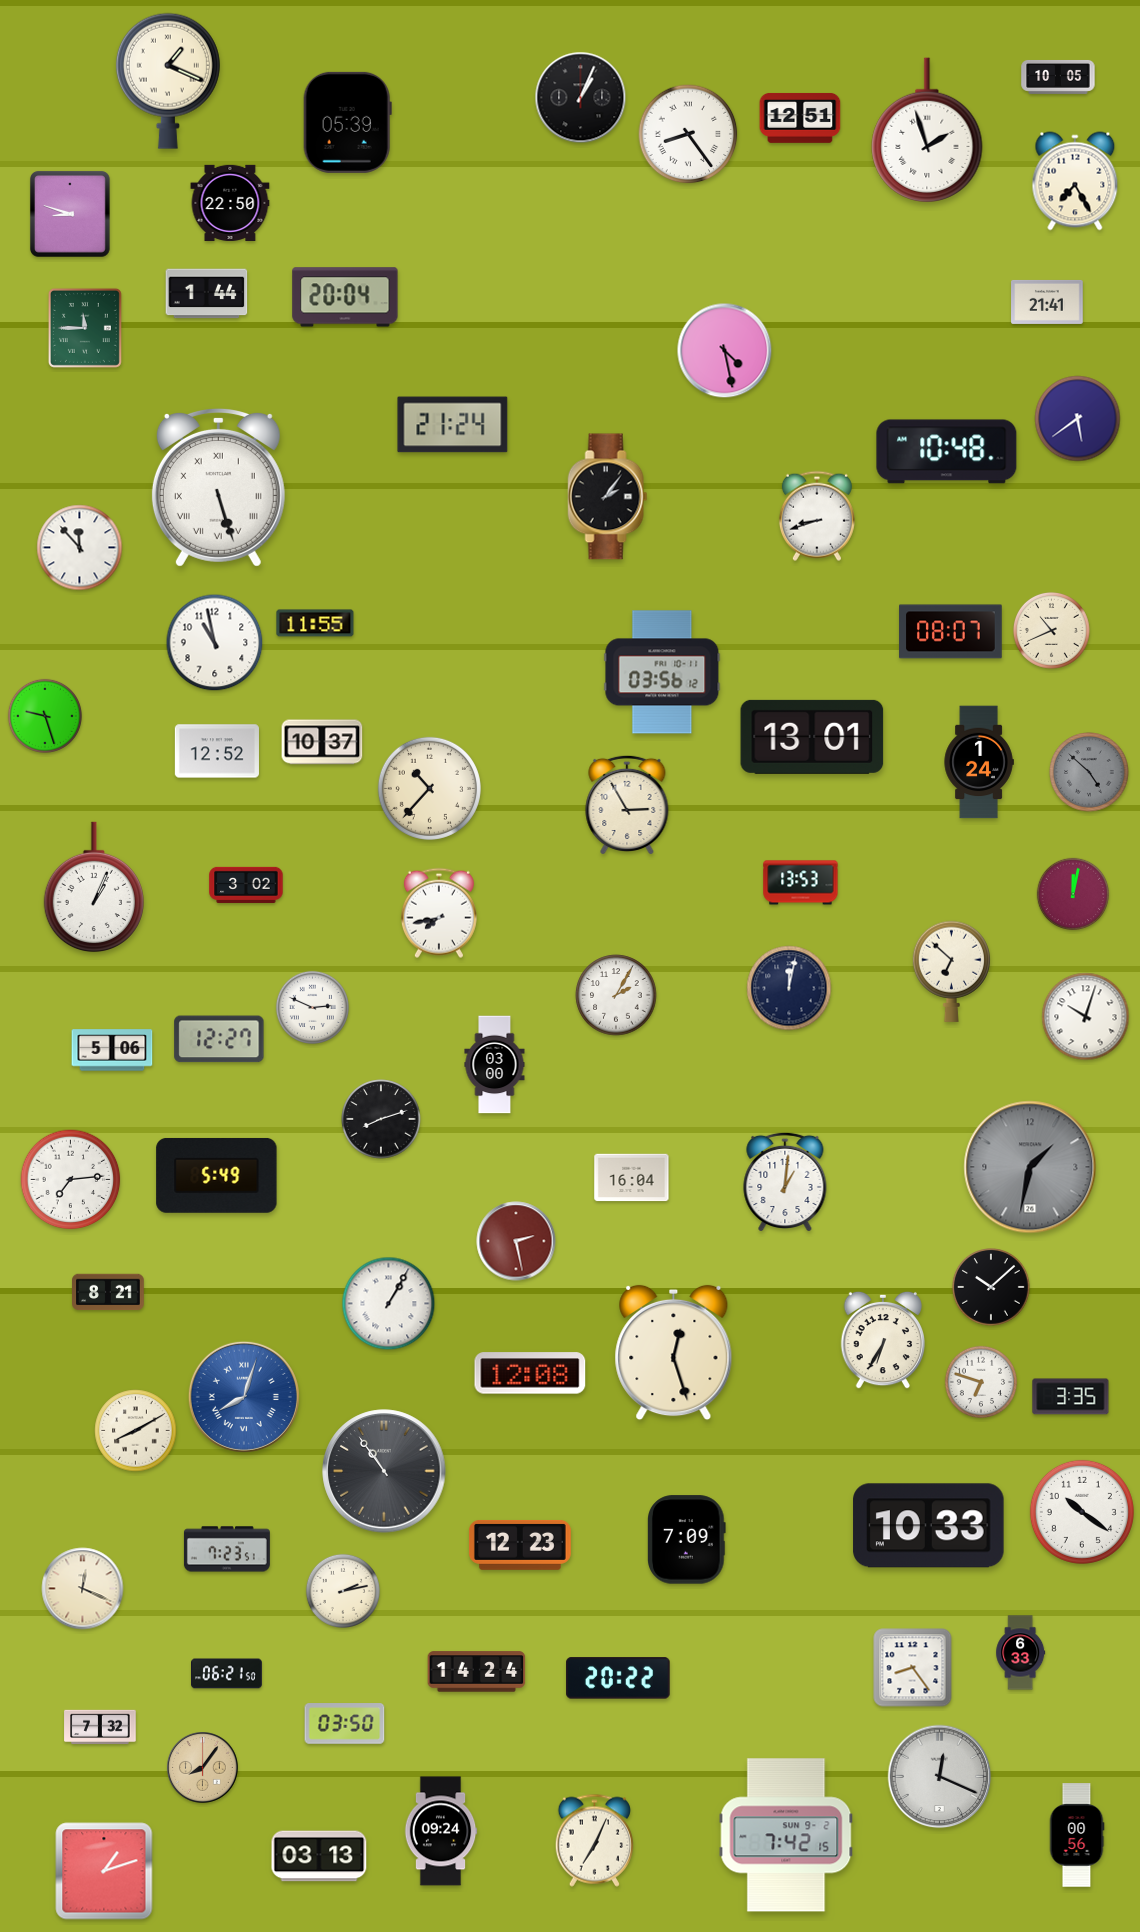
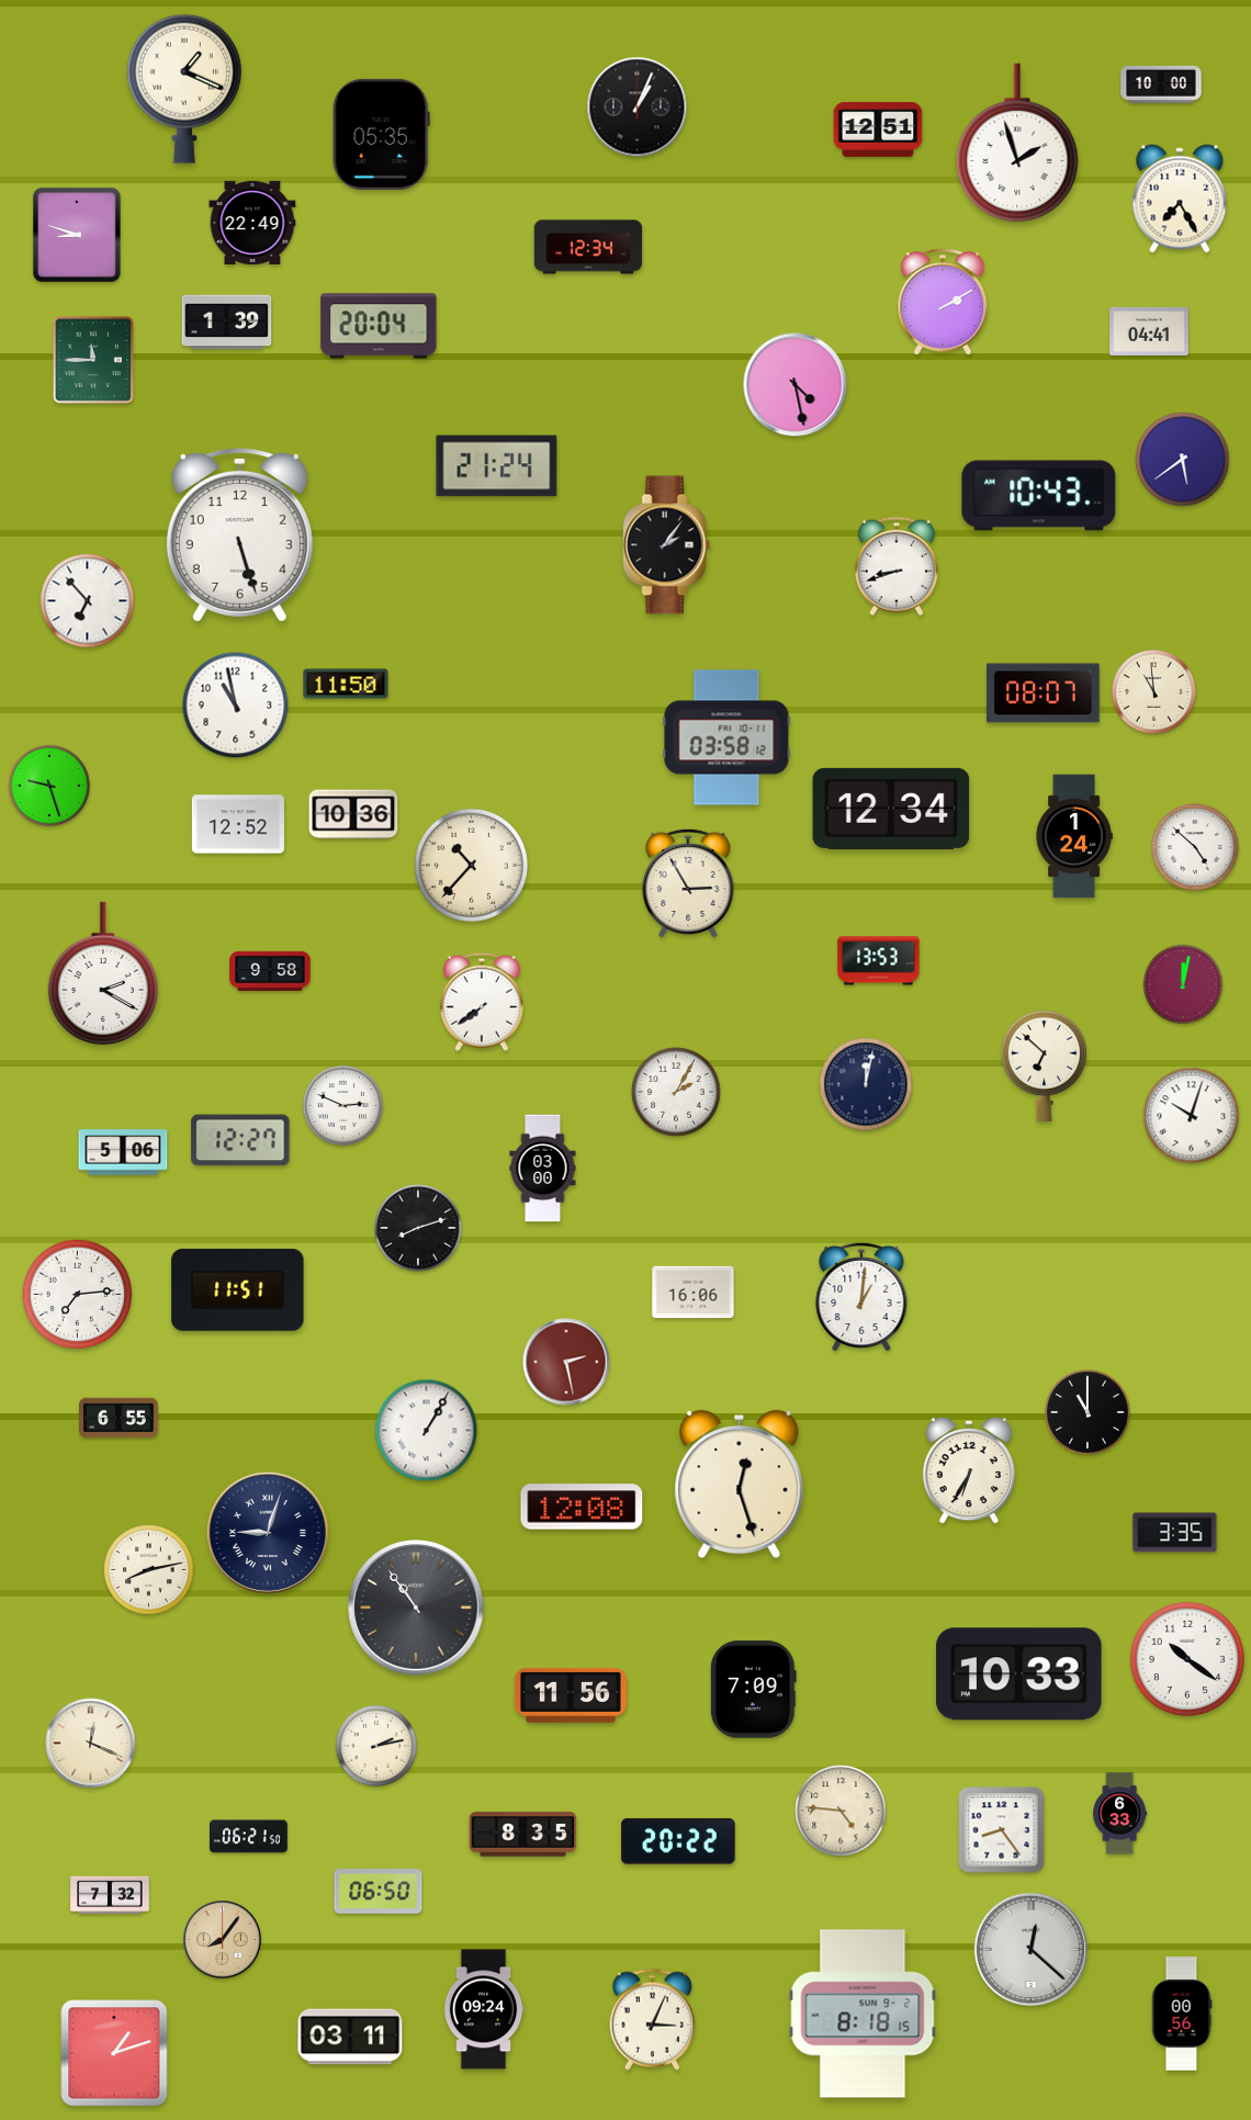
clock at (1058, 77): 10:05 -> 10:00
clock at (347, 122): 05:39 -> 05:35
clock at (688, 134): 8:24 -> none
clock at (230, 203): 22:50 -> 22:49
clock at (588, 247): none -> 12:34
clock at (943, 303): none -> 2:10
clock at (207, 294): 1:44 -> 1:39
clock at (1047, 302): 21:41 -> 04:41
clock at (947, 452): 10:48 -> 10:43
clock at (218, 487) numerals: Roman -> Arabic
clock at (80, 548): 11:53 -> 6:53
clock at (315, 623): 11:55 -> 11:50
clock at (1051, 630): 10:41 -> 10:59
clock at (662, 672): 03:56 -> 03:58
clock at (812, 737): 13:01 -> 12:34
clock at (322, 742): 10:37 -> 10:36
clock at (1089, 772) dial: grey -> white
clock at (801, 883) position: (801, 883) -> (879, 961)
clock at (246, 885): 3:02 -> 9:58
clock at (94, 887): 1:04 -> 2:20
clock at (1073, 894) position: (1073, 894) -> (1183, 984)
clock at (439, 913): 7:43 -> 7:39
clock at (1030, 1167): 1:32 -> none
clock at (217, 1175): 5:49 -> 11:51
clock at (632, 1178): 16:04 -> 16:06
clock at (992, 1288): 10:08 -> 11:00
clock at (108, 1292): 8:21 -> 6:55
clock at (981, 1382): 6:48 -> none
clock at (244, 1397): 8:03 -> 9:03
clock at (244, 1397) dial: blue -> navy
clock at (136, 1431): 8:10 -> 8:13
clock at (384, 1471) position: (384, 1471) -> (416, 1608)
clock at (520, 1545): 12:23 -> 11:56
clock at (227, 1549): 7:23 -> none
clock at (841, 1811): none -> 4:46
clock at (477, 1672): 14:24 -> 8:35
clock at (345, 1724): 03:50 -> 06:50
clock at (940, 1777): 12:19 -> 12:22
clock at (786, 1835): 7:42 -> 8:18
clock at (594, 1840): 7:04 -> 3:04
clock at (319, 1856): 03:13 -> 03:11
